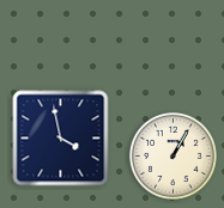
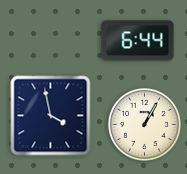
clock at (138, 41): none -> 6:44
clock at (172, 155) position: (172, 155) -> (144, 124)
